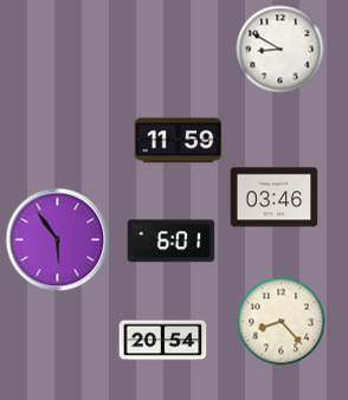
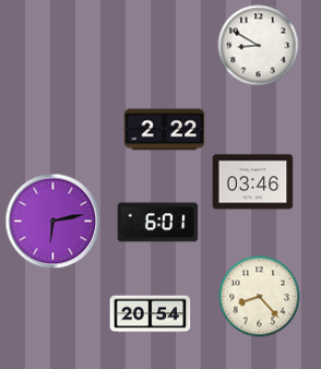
clock at (179, 141): 11:59 -> 2:22
clock at (58, 240): 5:54 -> 6:13
